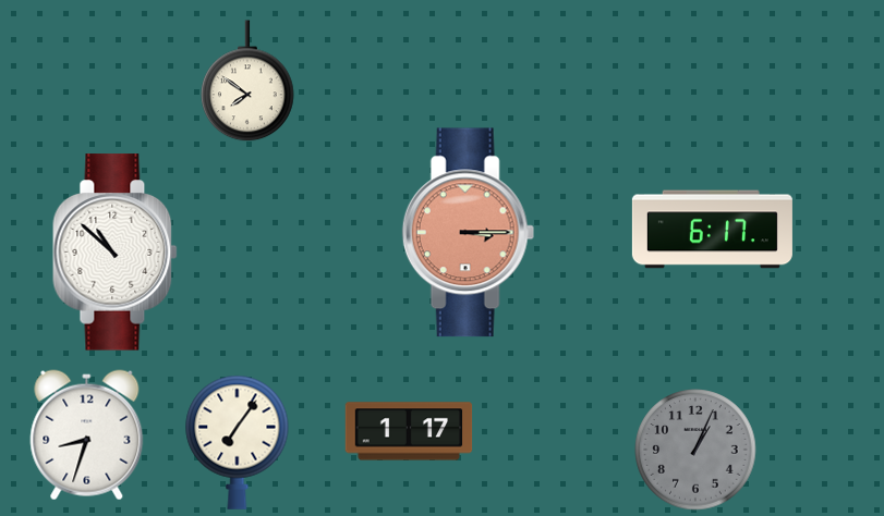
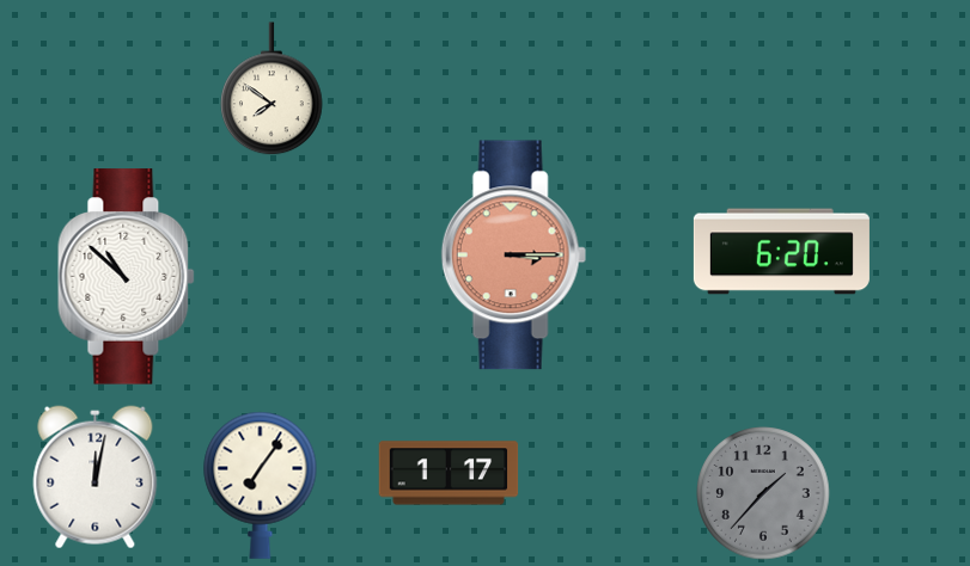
clock at (712, 230): 6:17 -> 6:20
clock at (87, 435): 8:33 -> 12:02
clock at (695, 450): 1:04 -> 1:37
